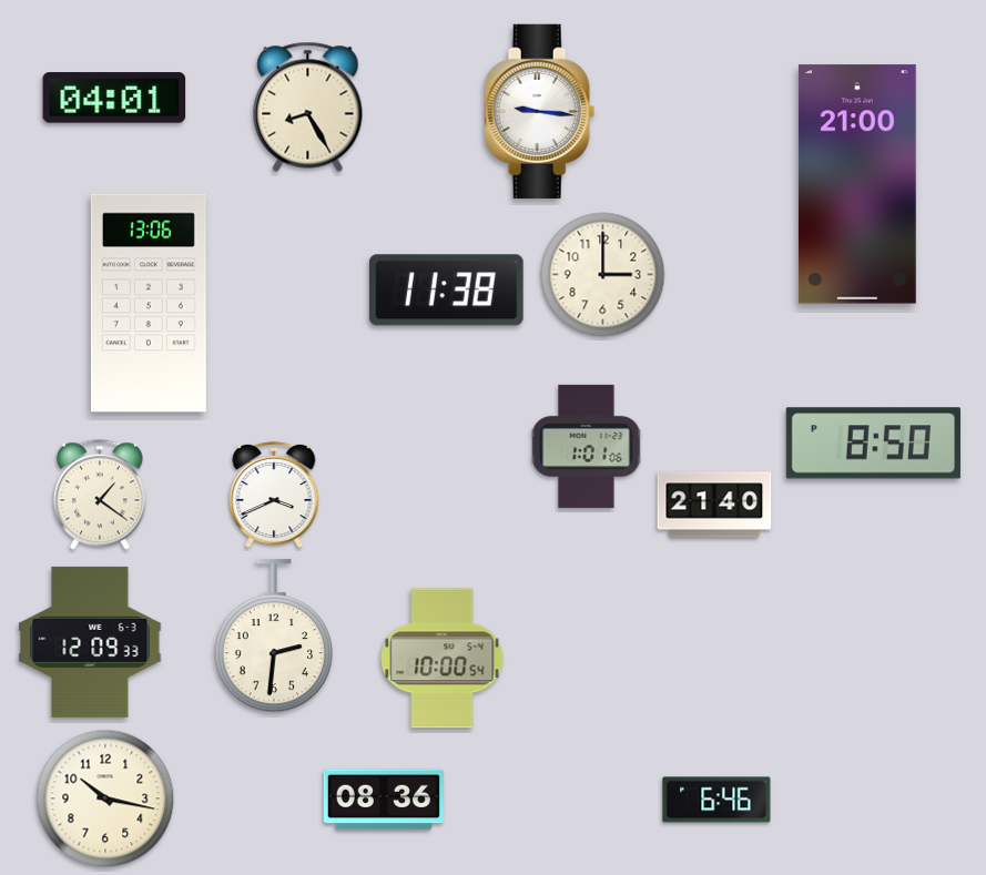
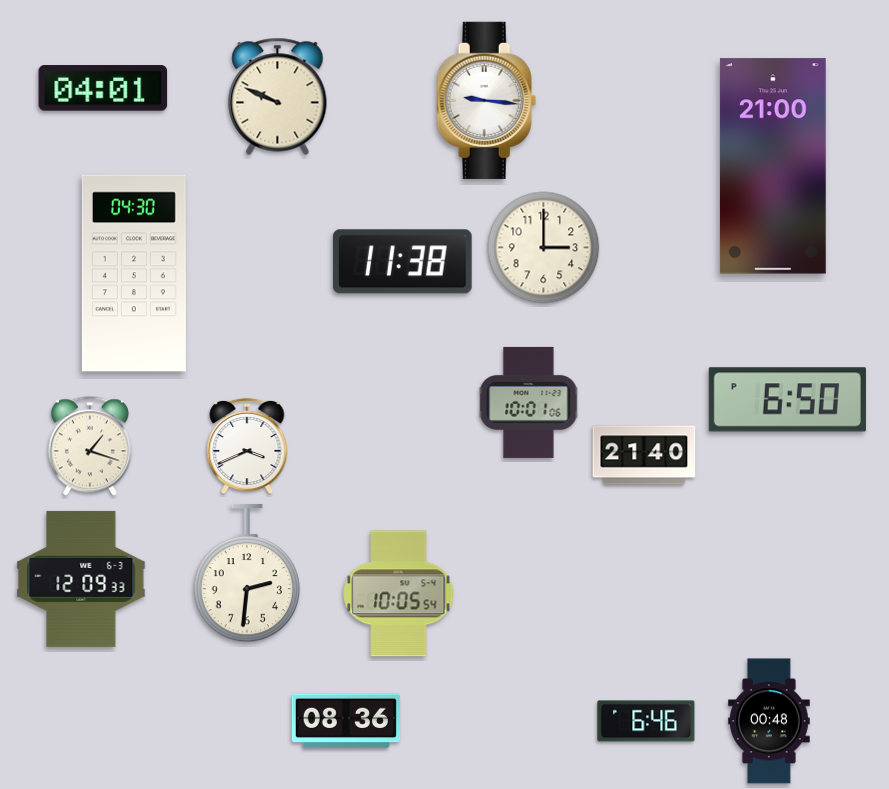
clock at (308, 106): 8:25 -> 9:49
clock at (149, 303): 13:06 -> 04:30
clock at (873, 444): 8:50 -> 6:50
clock at (587, 446): 1:01 -> 10:01
clock at (100, 495): 1:21 -> 1:18
clock at (443, 659): 10:00 -> 10:05
clock at (105, 798): 10:17 -> none
clock at (770, 721): none -> 00:48
